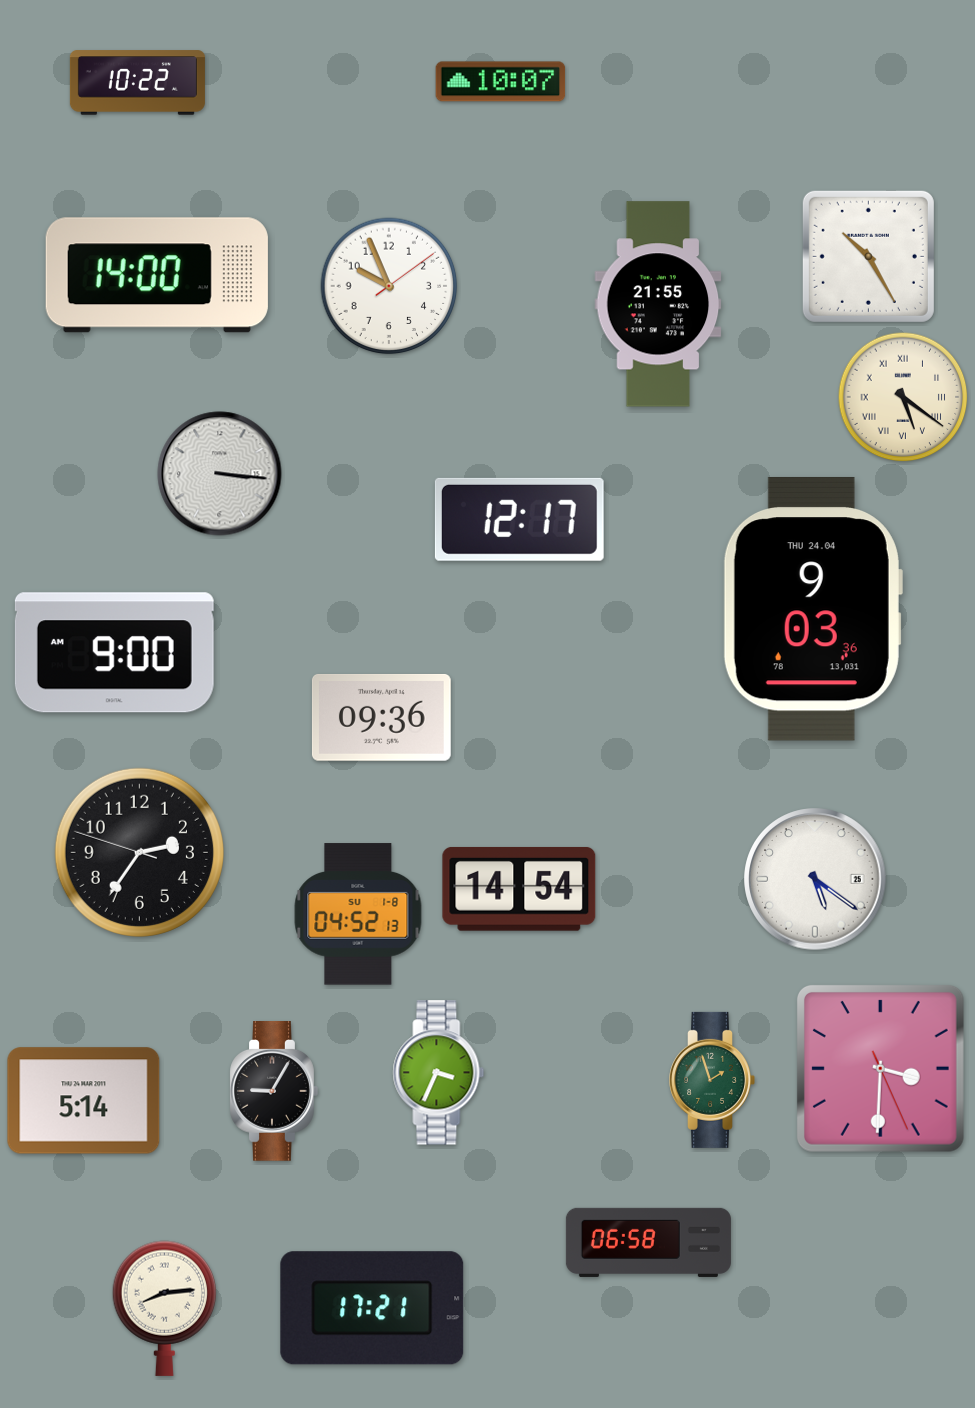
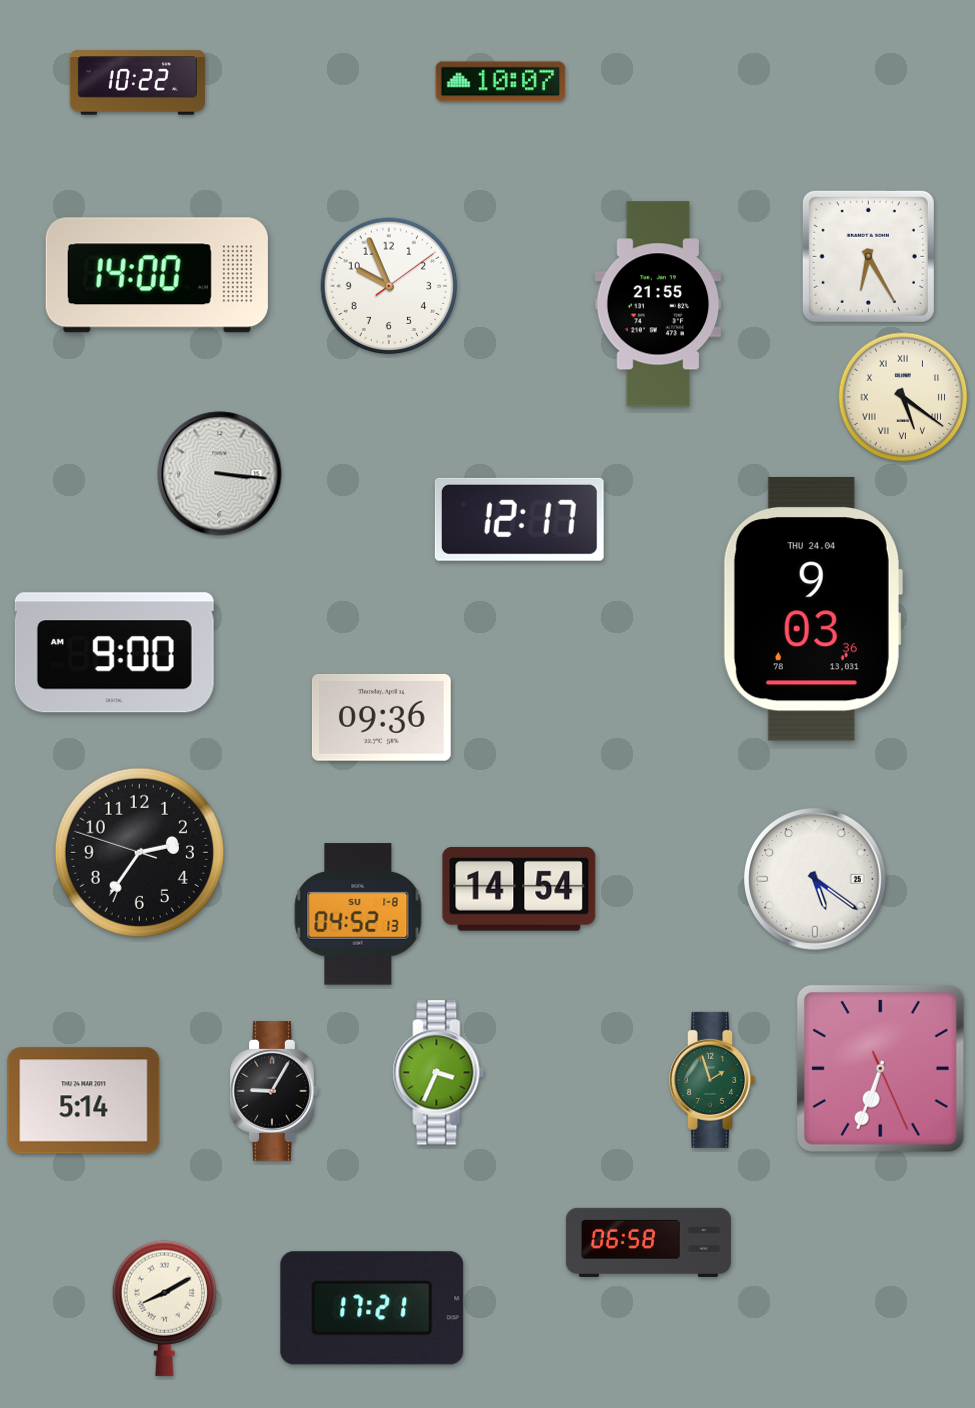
clock at (868, 256): 10:25 -> 6:25
clock at (880, 1068): 3:30 -> 6:33
clock at (165, 1308): 8:14 -> 8:10
